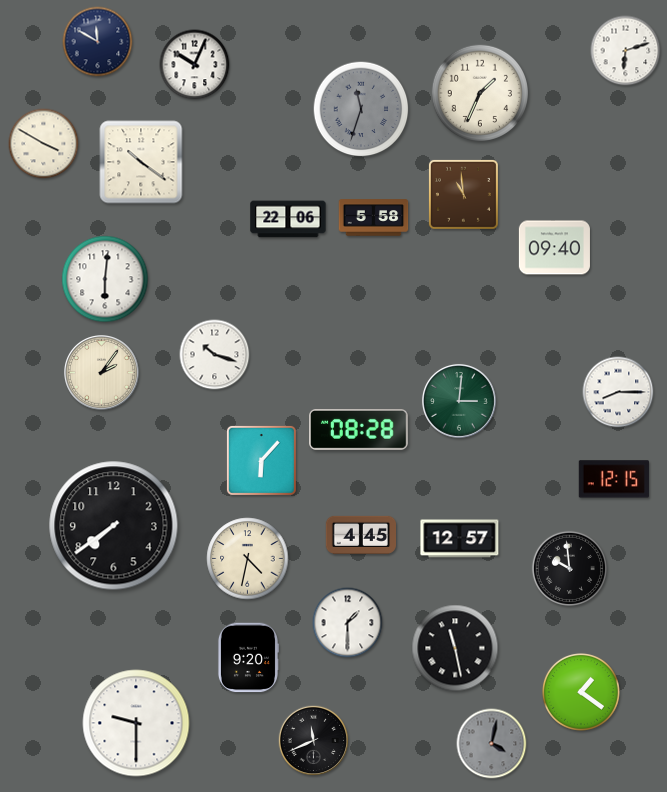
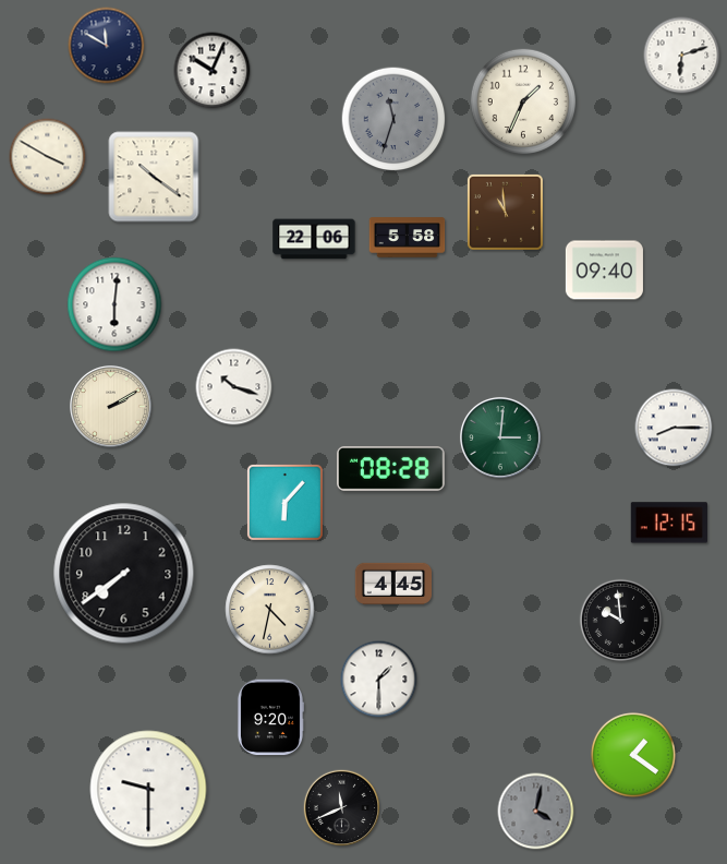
clock at (102, 373): 2:06 -> 2:10
clock at (460, 539): 12:57 -> none
clock at (455, 648): 11:28 -> none
